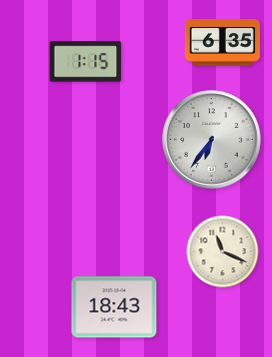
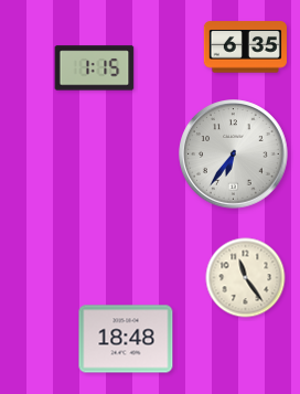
clock at (223, 252): 11:19 -> 11:24
clock at (114, 307): 18:43 -> 18:48
